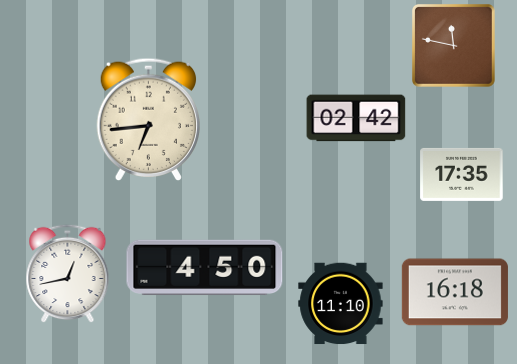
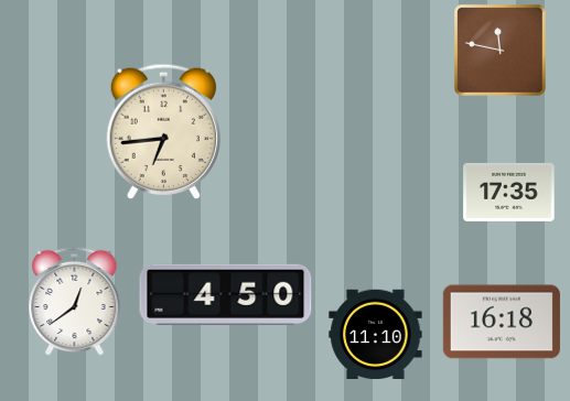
clock at (356, 118): 02:42 -> none
clock at (68, 274): 12:43 -> 12:39
